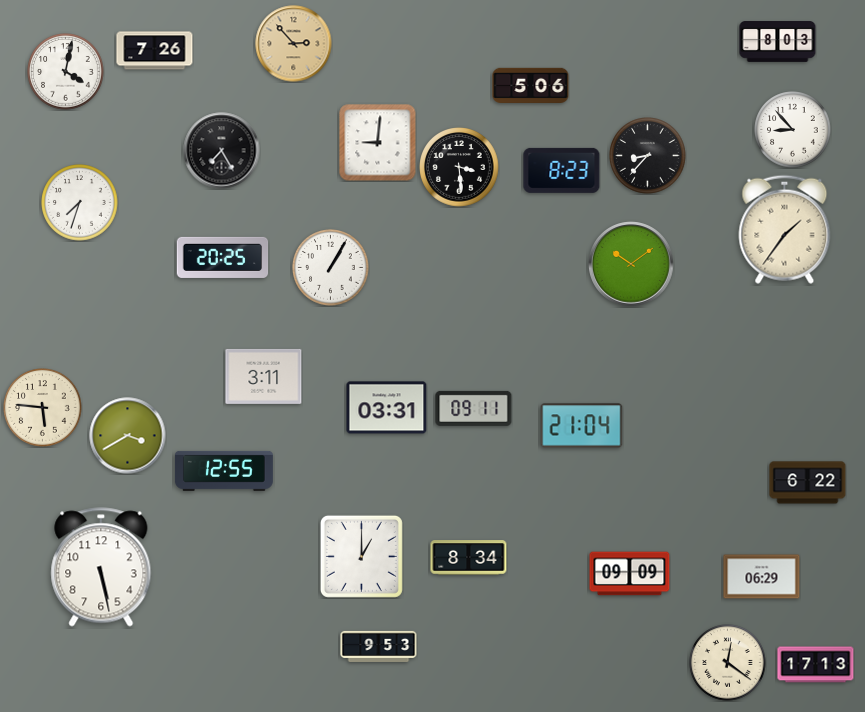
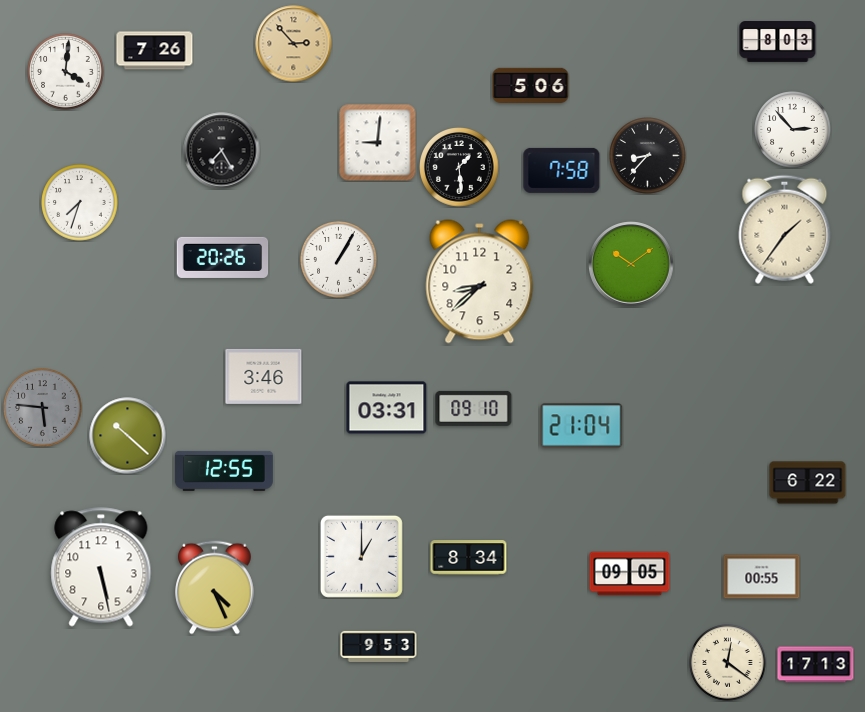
clock at (66, 72): 4:02 -> 4:01
clock at (793, 130): 8:53 -> 2:53
clock at (459, 167): 3:29 -> 1:29
clock at (562, 170): 8:23 -> 7:58
clock at (223, 257): 20:25 -> 20:26
clock at (331, 268) position: (331, 268) -> (339, 260)
clock at (480, 282): none -> 8:38
clock at (264, 376): 3:11 -> 3:46
clock at (43, 408) dial: cream -> grey
clock at (474, 408): 09:11 -> 09:10
clock at (128, 436): 3:40 -> 10:22
clock at (630, 574): 09:09 -> 09:05
clock at (762, 577): 06:29 -> 00:55
clock at (215, 588): none -> 4:26
